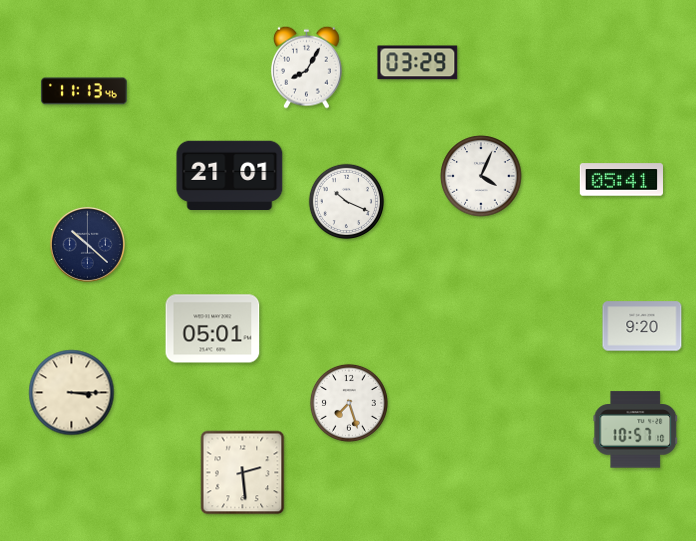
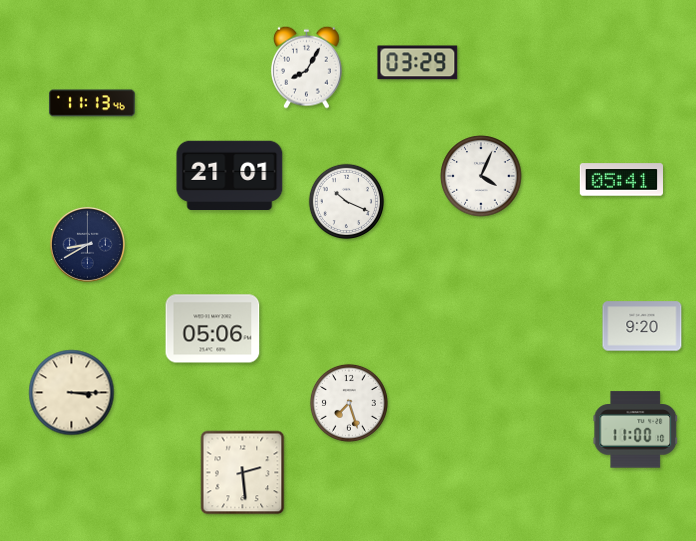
clock at (84, 91) position: (84, 91) -> (92, 103)
clock at (87, 244): 10:22 -> 8:40
clock at (213, 329): 05:01 -> 05:06
clock at (636, 430): 10:57 -> 11:00
